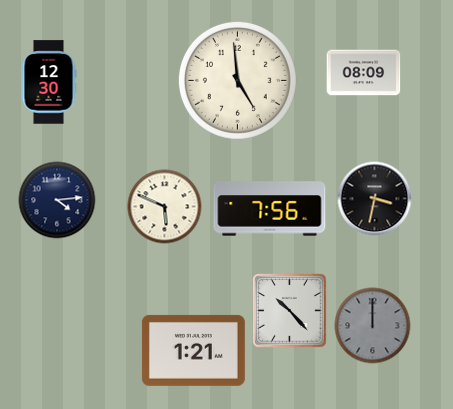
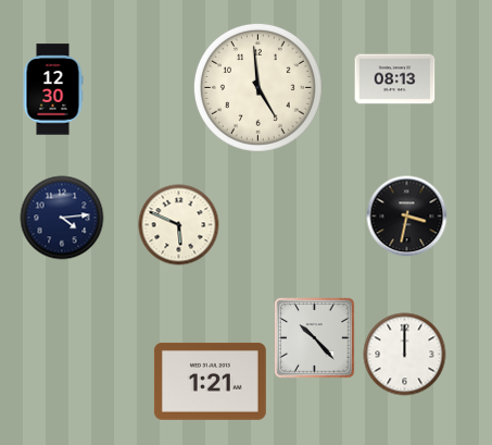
clock at (364, 73): 08:09 -> 08:13
clock at (270, 209): 7:56 -> none
clock at (373, 326) dial: grey -> white
